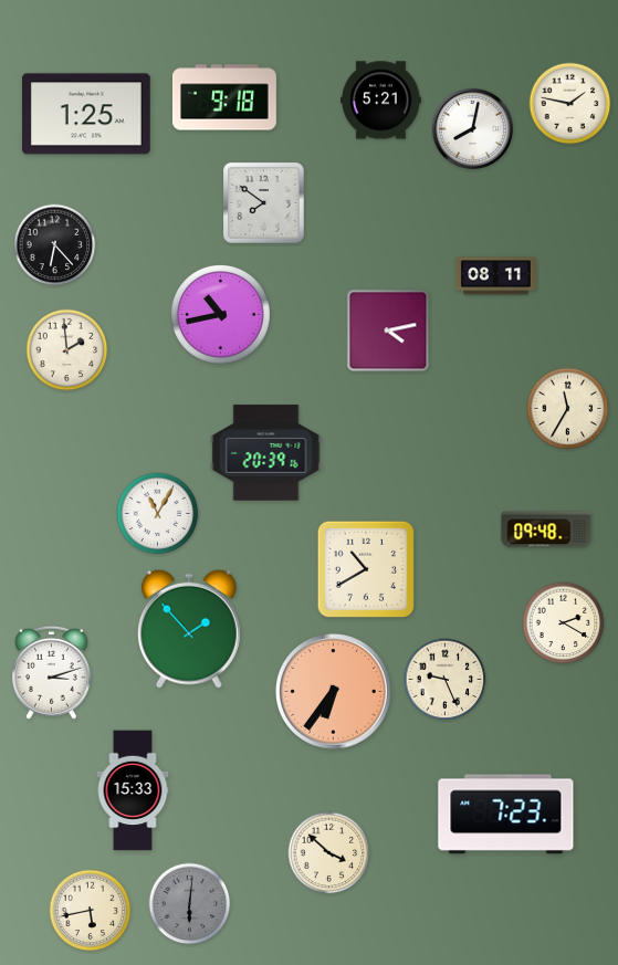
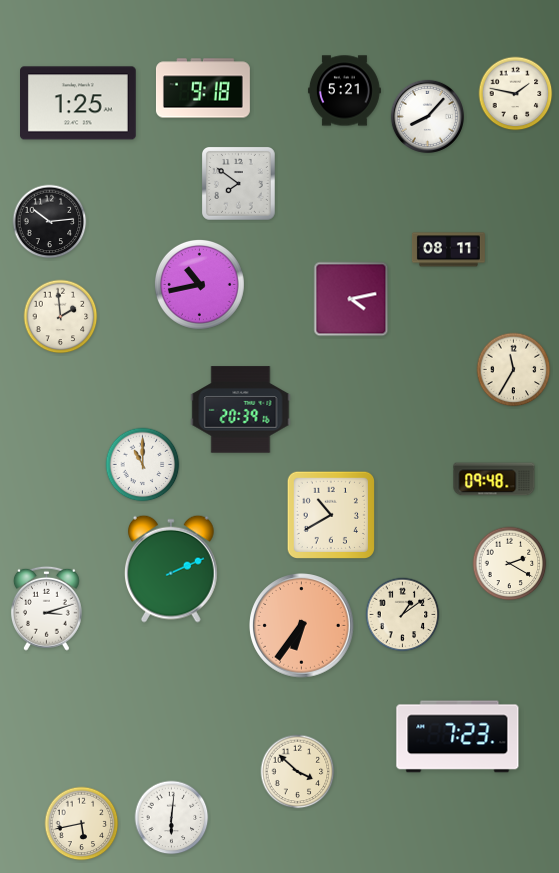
clock at (472, 128): 8:02 -> 8:07
clock at (55, 245): 6:23 -> 10:14
clock at (158, 514): 11:05 -> 11:00
clock at (189, 629): 1:53 -> 2:11
clock at (446, 680): 9:26 -> 1:09
clock at (133, 790): 15:33 -> none
clock at (190, 904) dial: grey -> white
